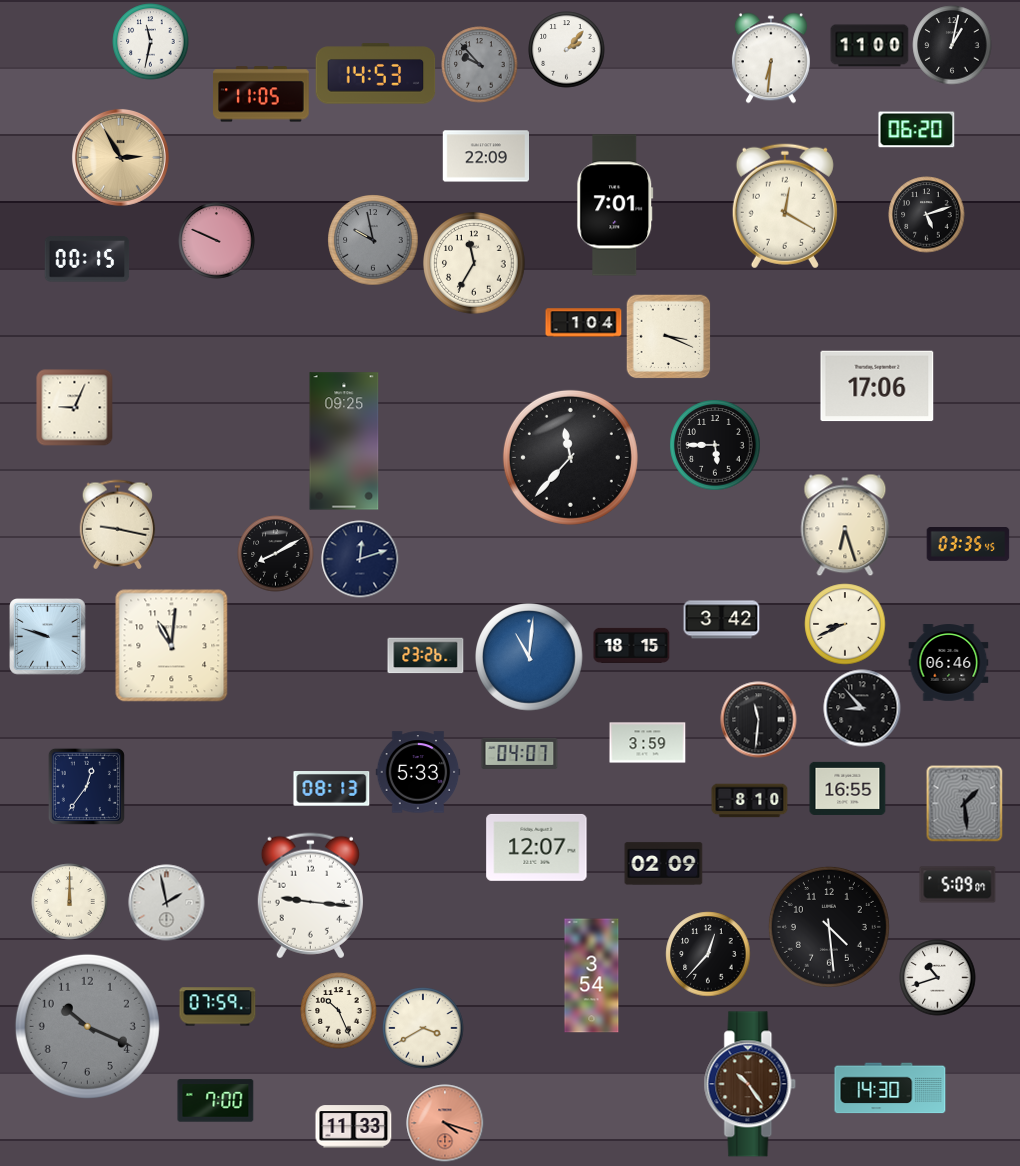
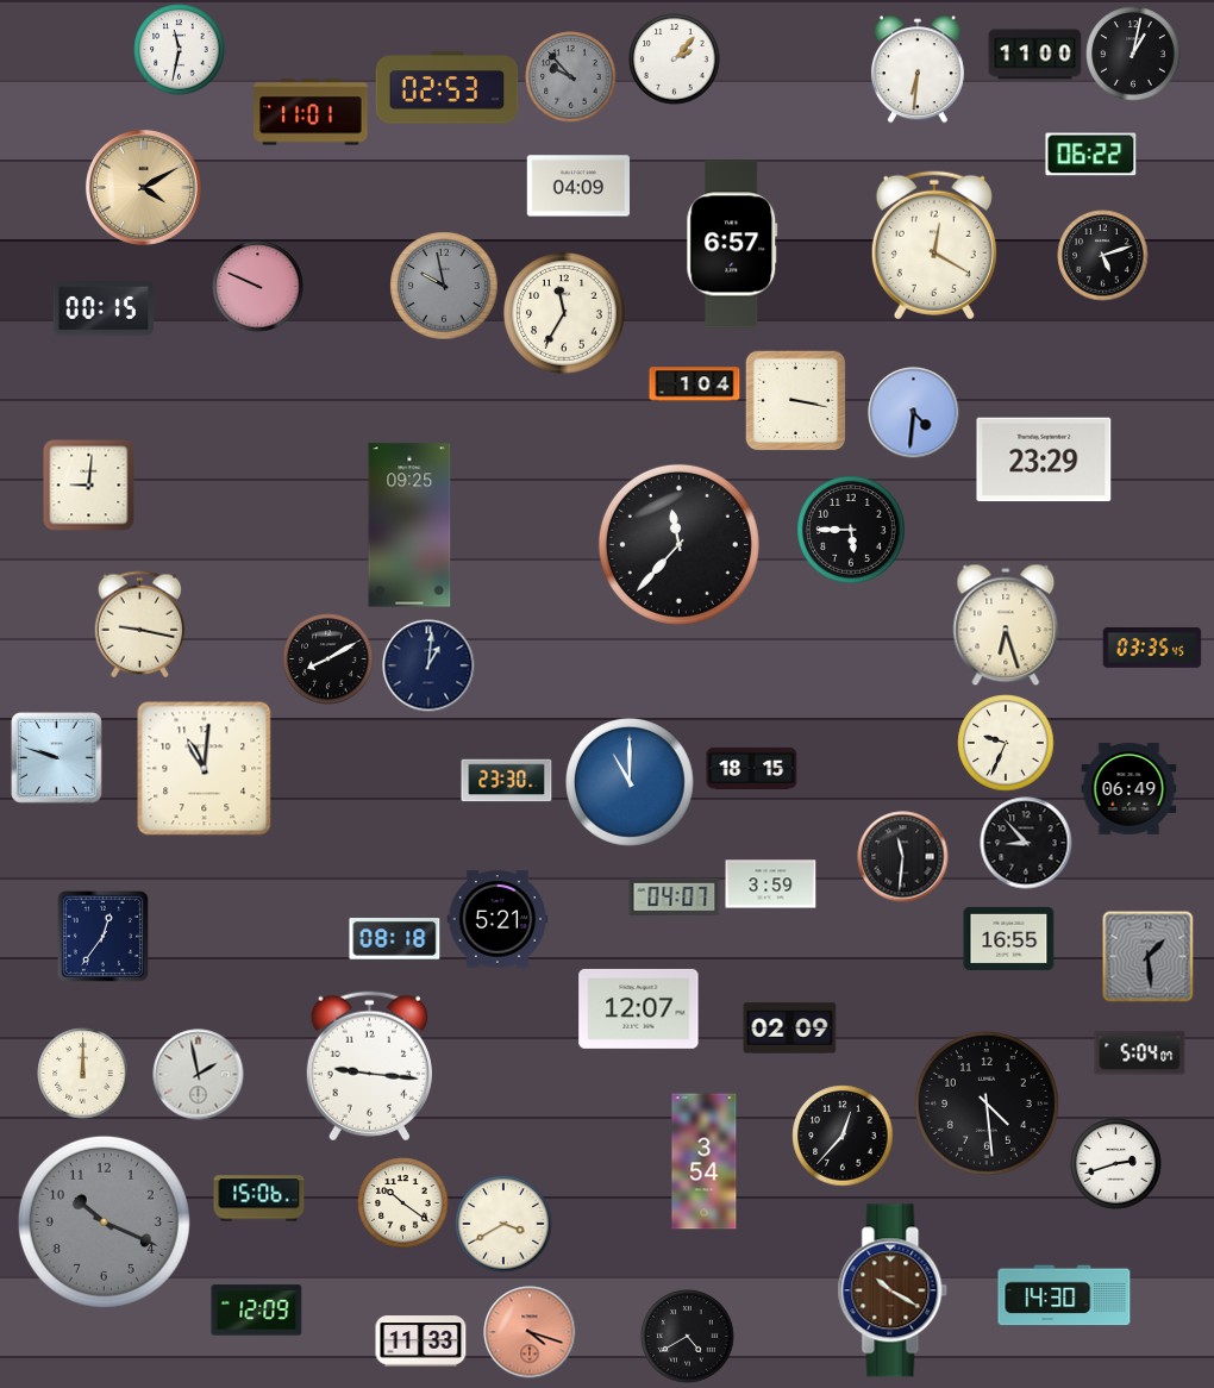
clock at (376, 74): 14:53 -> 02:53
clock at (261, 94): 11:05 -> 11:01
clock at (917, 130): 06:20 -> 06:22
clock at (486, 156): 22:09 -> 04:09
clock at (120, 157): 2:55 -> 4:10
clock at (615, 205): 7:01 -> 6:57
clock at (668, 336): 3:19 -> 3:17
clock at (914, 413): none -> 4:31
clock at (877, 386): 17:06 -> 23:29
clock at (75, 408): 9:04 -> 9:01
clock at (360, 559): 12:12 -> 1:01
clock at (722, 620): 3:42 -> none
clock at (845, 624): 8:41 -> 9:34
clock at (426, 656): 23:26 -> 23:30
clock at (530, 658): 11:01 -> 11:00
clock at (949, 663): 06:46 -> 06:49
clock at (520, 753) position: (520, 753) -> (675, 896)
clock at (418, 772): 5:33 -> 5:21
clock at (332, 789): 08:13 -> 08:18
clock at (750, 801): 8:10 -> none
clock at (958, 885): 5:09 -> 5:04
clock at (938, 978): 10:42 -> 2:42
clock at (218, 1007): 07:59 -> 15:06
clock at (339, 1011): 10:26 -> 10:21
clock at (750, 1084): 10:24 -> 10:20
clock at (890, 1088) position: (890, 1088) -> (1064, 1295)
clock at (216, 1101): 7:00 -> 12:09
clock at (445, 1123) position: (445, 1123) -> (530, 1332)
clock at (688, 1337): none -> 4:40
